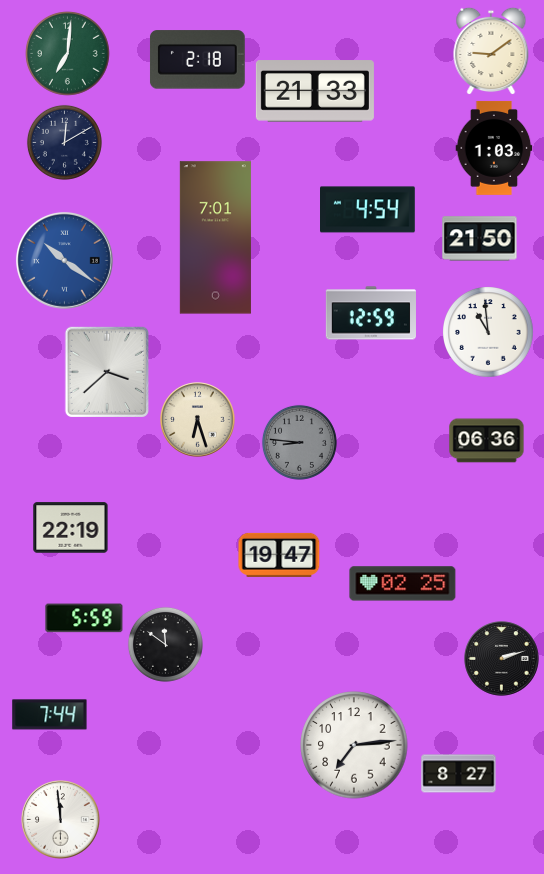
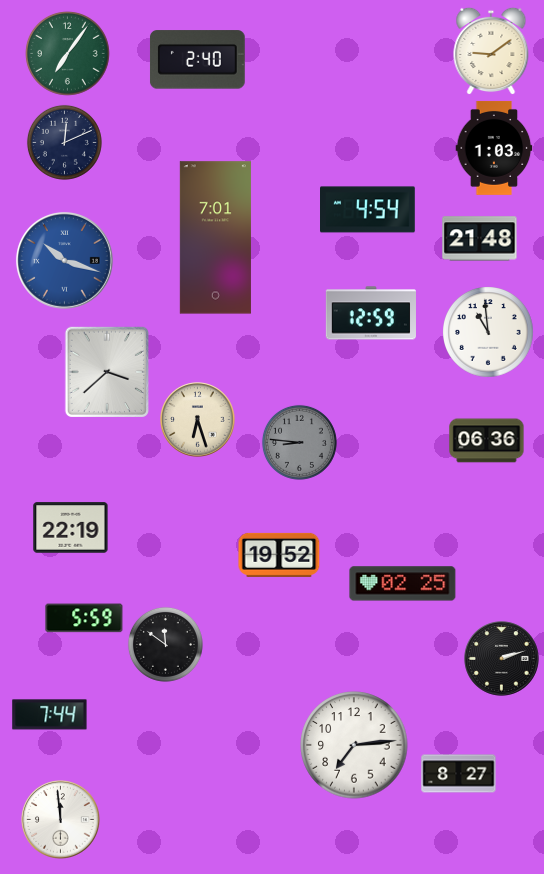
clock at (68, 54): 7:01 -> 7:06
clock at (197, 60): 2:18 -> 2:40
clock at (315, 91): 21:33 -> none
clock at (64, 142): 12:10 -> 12:11
clock at (480, 239): 21:50 -> 21:48
clock at (64, 260): 10:21 -> 10:18
clock at (279, 555): 19:47 -> 19:52
